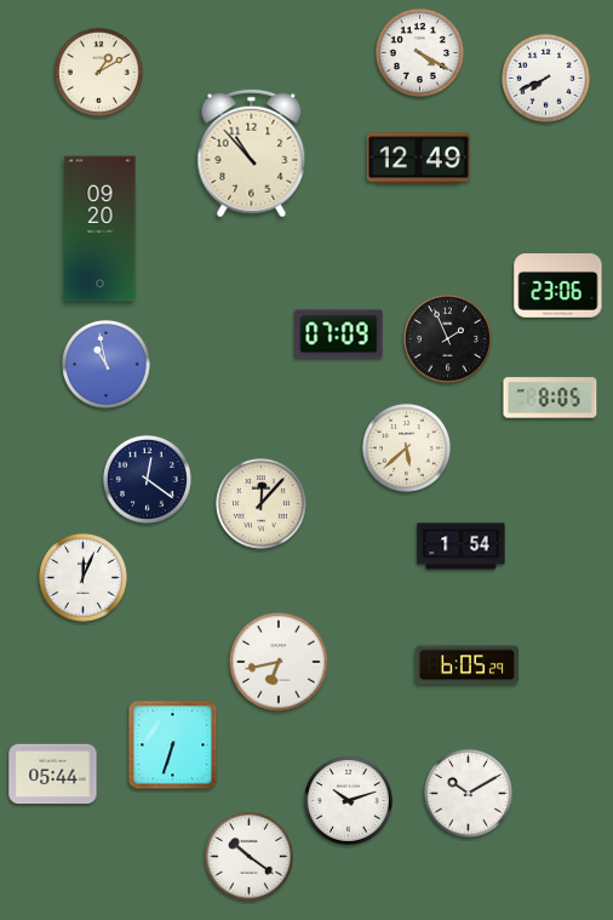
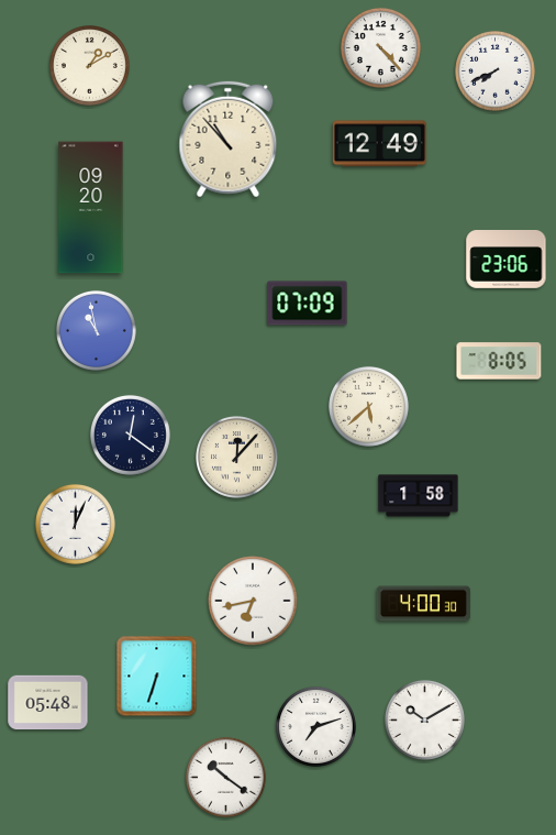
clock at (419, 52): 4:20 -> 4:23
clock at (447, 338): 1:56 -> none
clock at (147, 479) position: (147, 479) -> (130, 435)
clock at (462, 547): 1:54 -> 1:58
clock at (466, 665): 6:05 -> 4:00
clock at (53, 775): 05:44 -> 05:48
clock at (348, 800): 10:12 -> 7:12
